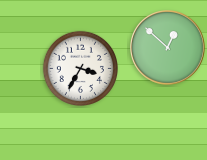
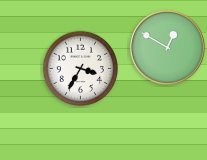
clock at (168, 48): 12:52 -> 12:50
